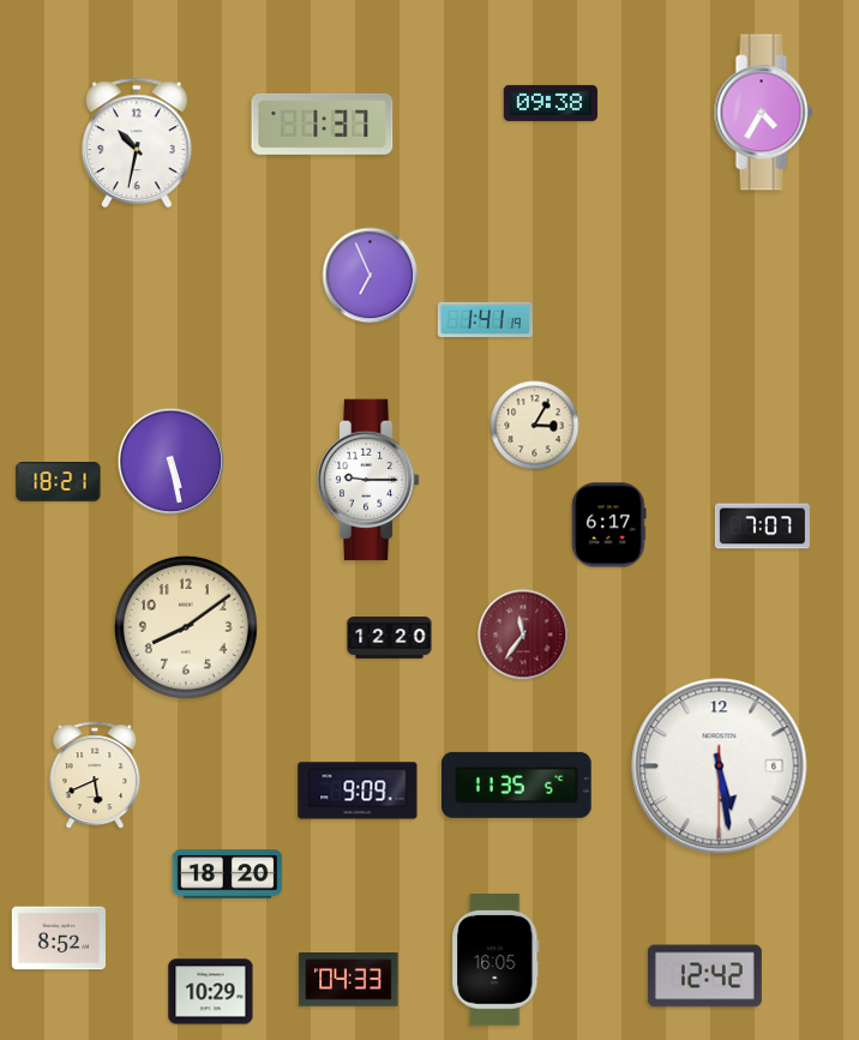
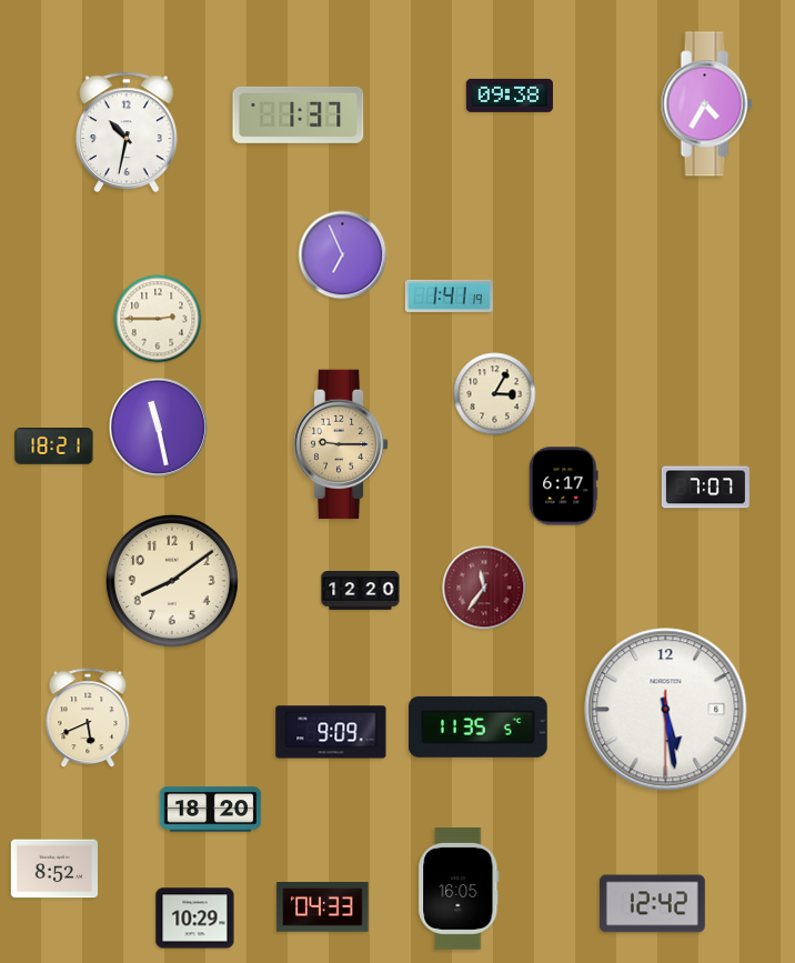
clock at (158, 319): none -> 2:45
clock at (172, 462): 5:28 -> 11:28
clock at (368, 480) dial: white -> champagne
